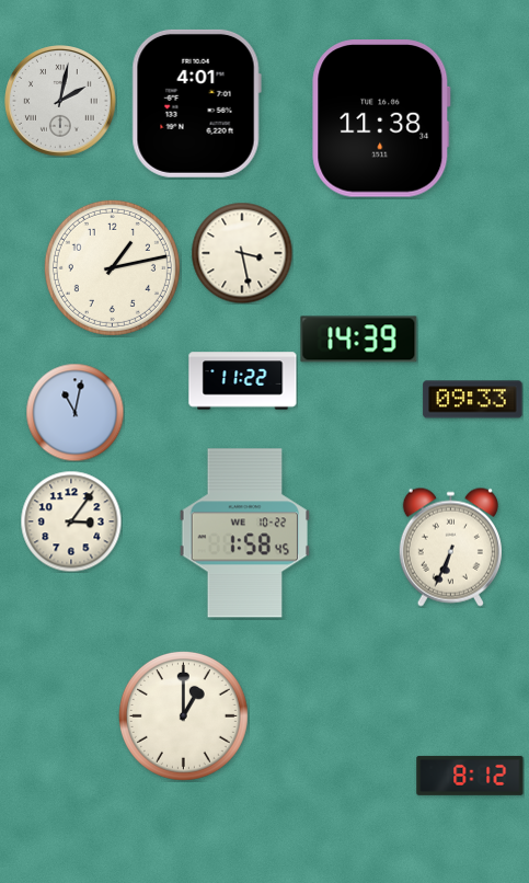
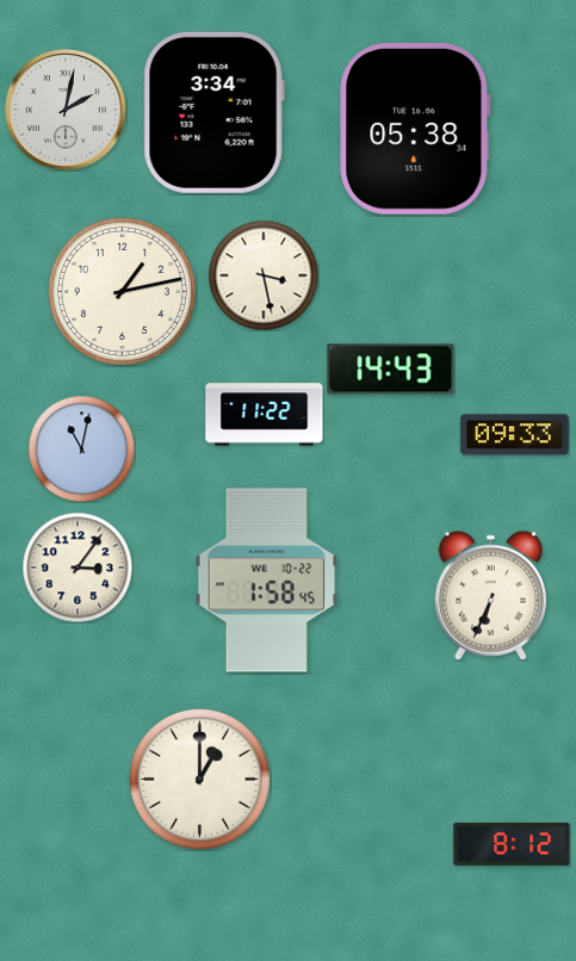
clock at (196, 103): 4:01 -> 3:34
clock at (381, 118): 11:38 -> 05:38
clock at (359, 340): 14:39 -> 14:43
